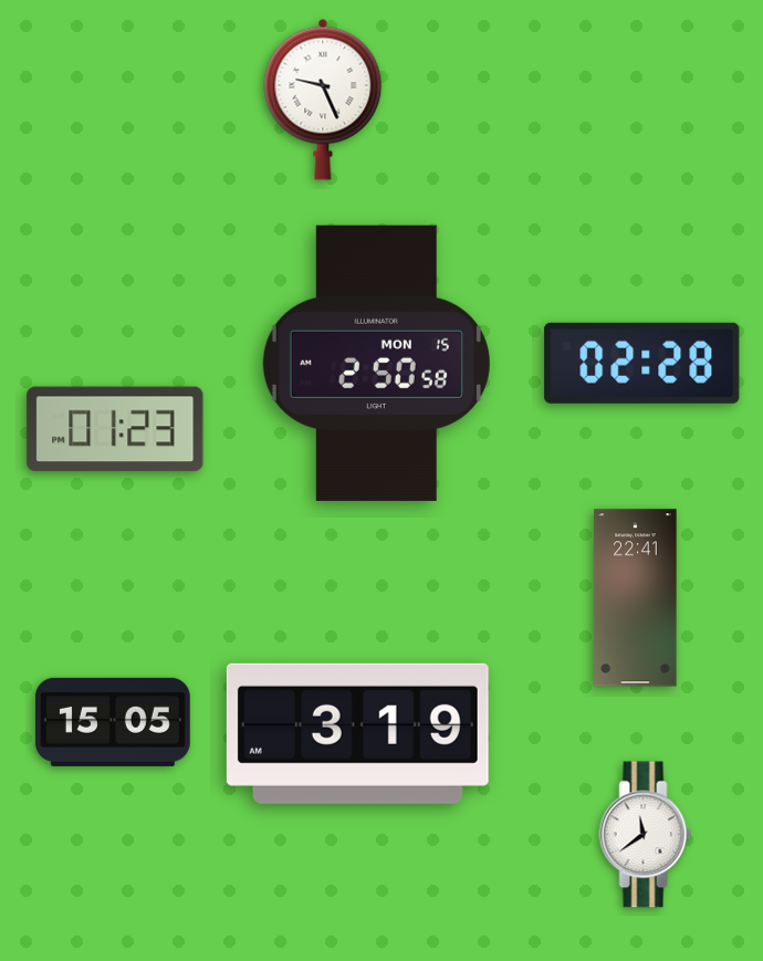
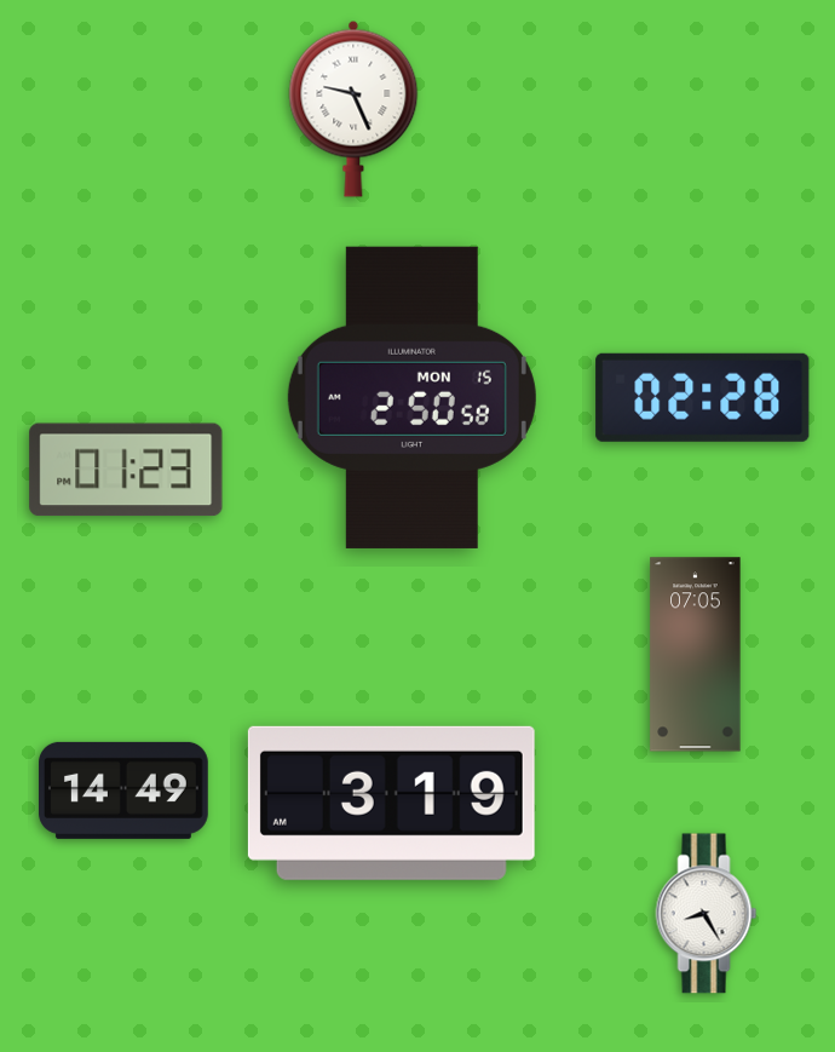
clock at (636, 598): 22:41 -> 07:05
clock at (114, 722): 15:05 -> 14:49
clock at (646, 835): 11:39 -> 8:25
